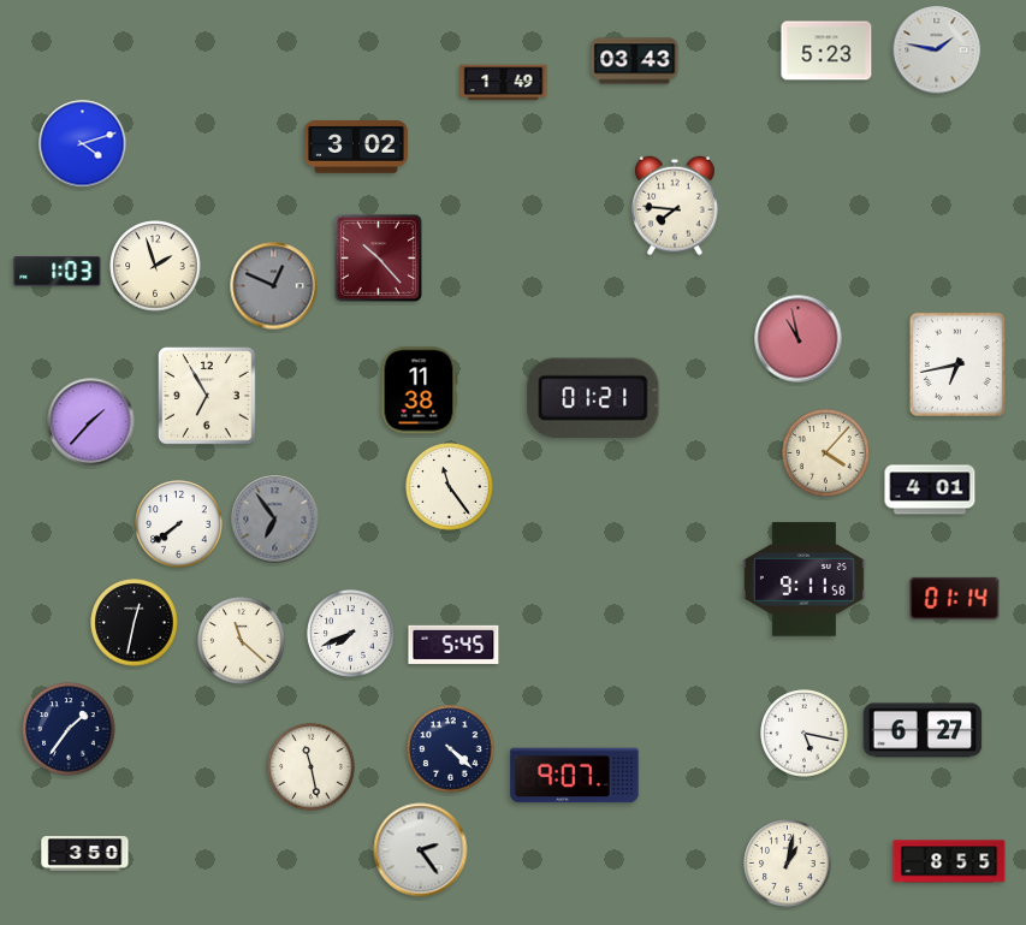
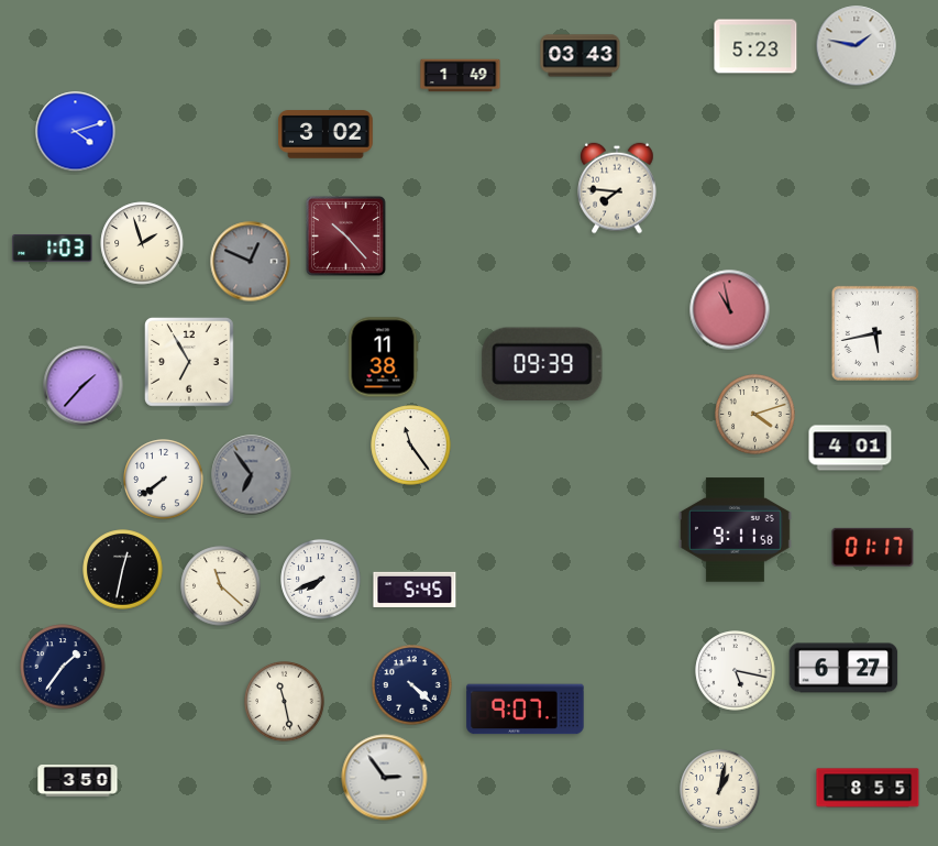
clock at (957, 364): 6:43 -> 5:43
clock at (593, 397): 01:21 -> 09:39
clock at (826, 453): 4:07 -> 4:12
clock at (955, 598): 01:14 -> 01:17
clock at (421, 850): 2:24 -> 2:54
